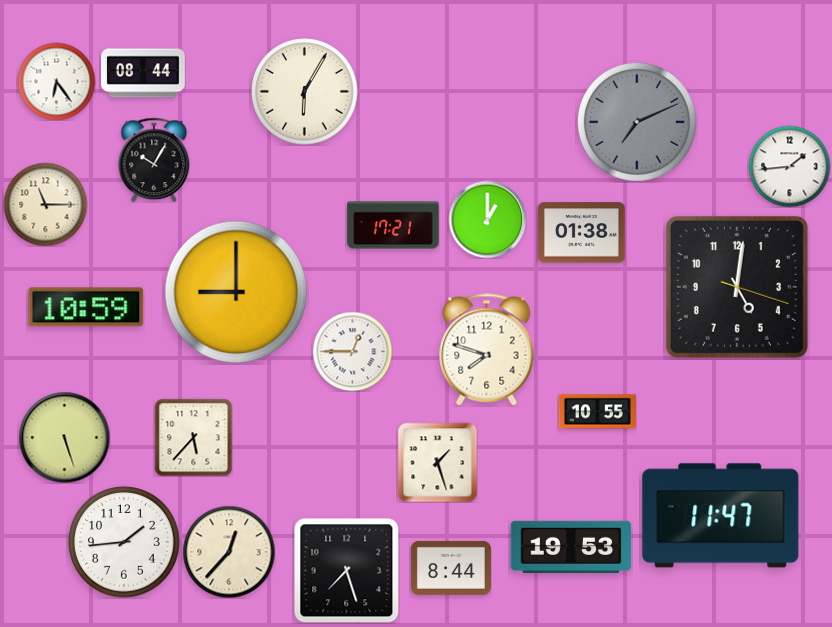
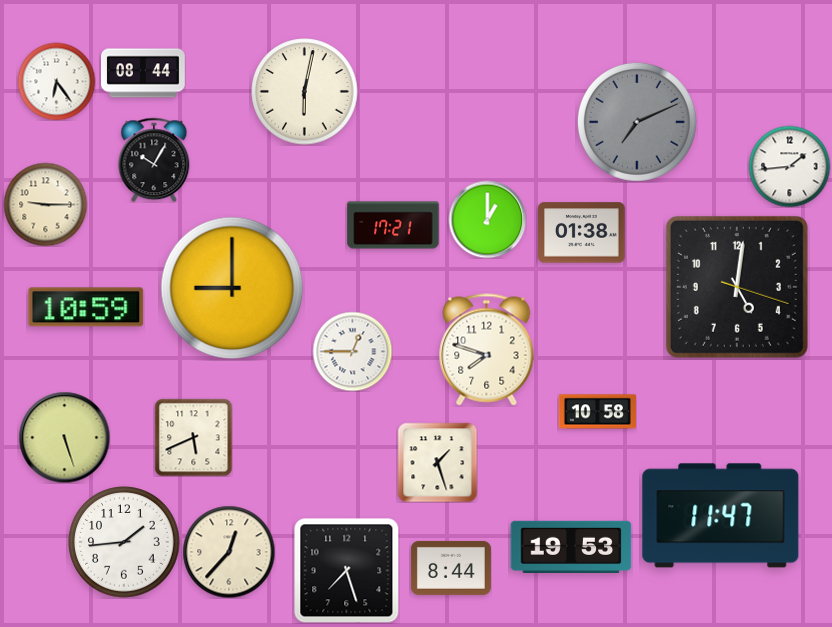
clock at (305, 92): 6:05 -> 6:02
clock at (45, 204): 11:15 -> 9:15
clock at (236, 292) position: (236, 292) -> (232, 288)
clock at (597, 412): 10:55 -> 10:58
clock at (193, 437): 5:37 -> 5:41
